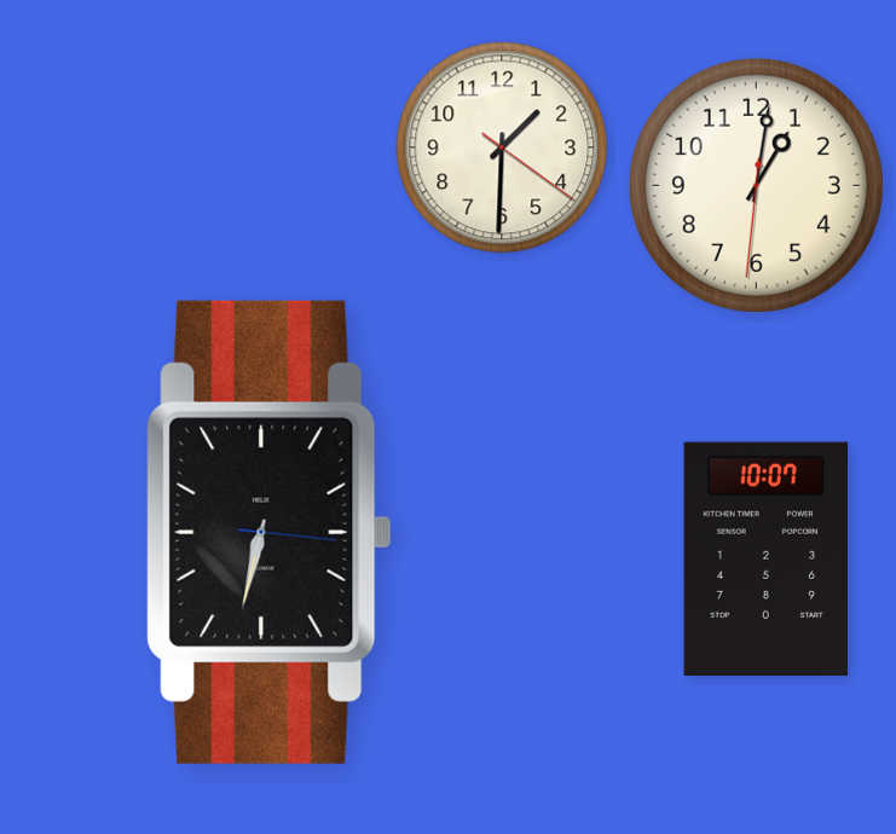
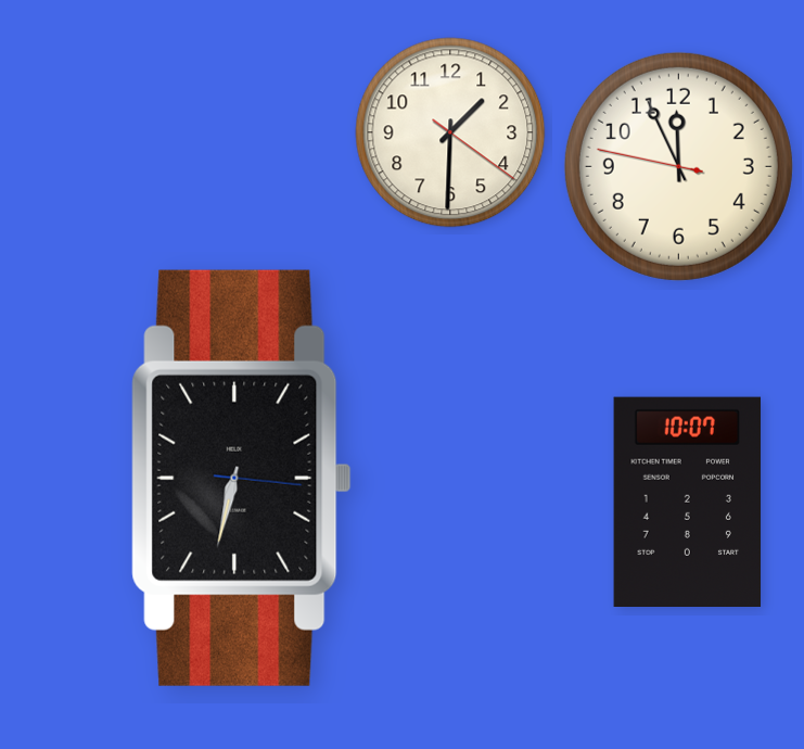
clock at (756, 185): 1:01 -> 11:55
